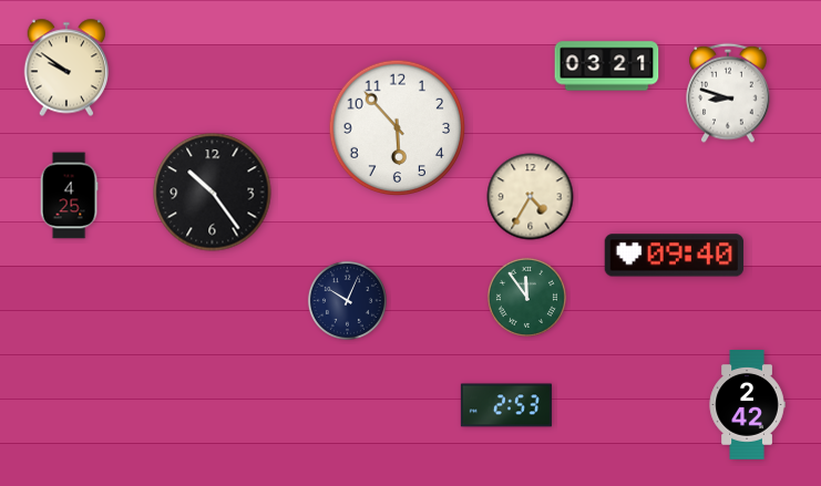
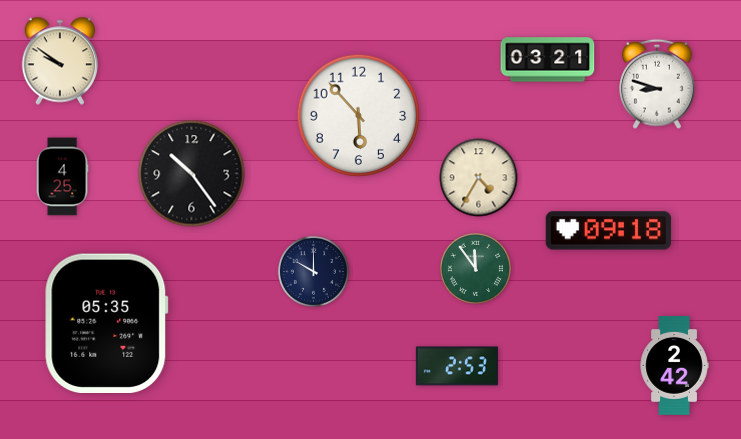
clock at (675, 256): 09:40 -> 09:18
clock at (347, 300): 10:04 -> 10:00
clock at (107, 324): none -> 05:35
